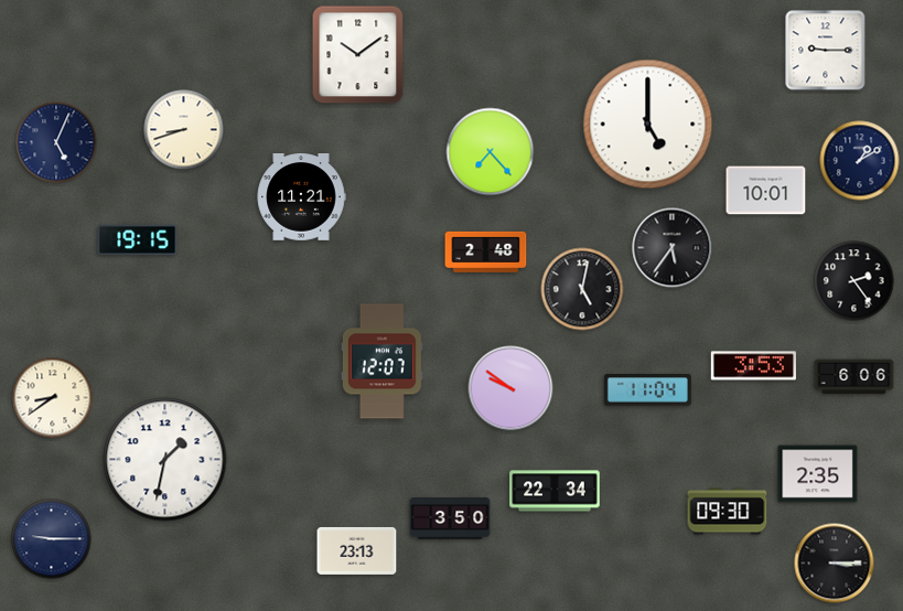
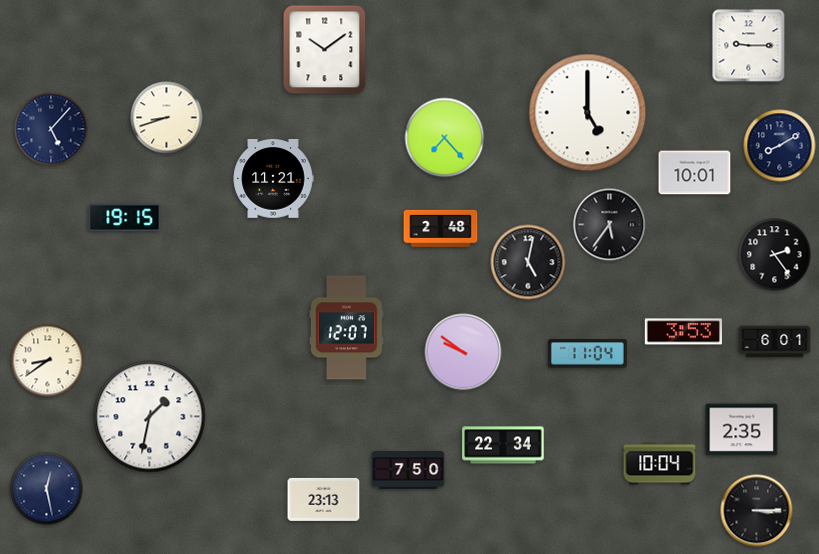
clock at (56, 142): 5:04 -> 5:07
clock at (860, 161): 1:10 -> 8:10
clock at (854, 377): 6:06 -> 6:01
clock at (728, 512): 09:30 -> 10:04
clock at (450, 518): 3:50 -> 7:50
clock at (52, 539): 9:15 -> 12:28
